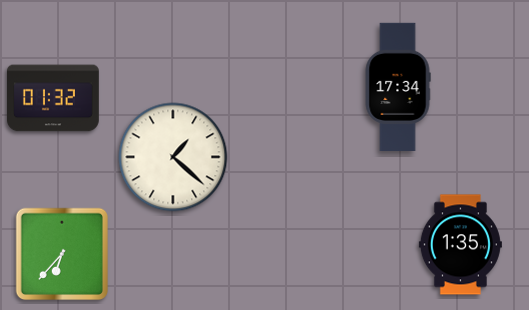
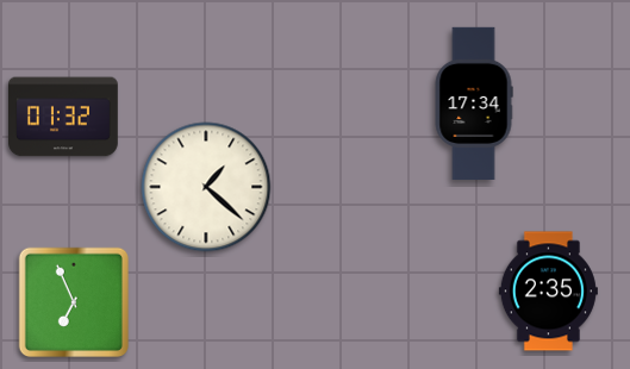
clock at (460, 245): 1:35 -> 2:35
clock at (62, 254): 6:37 -> 6:56
